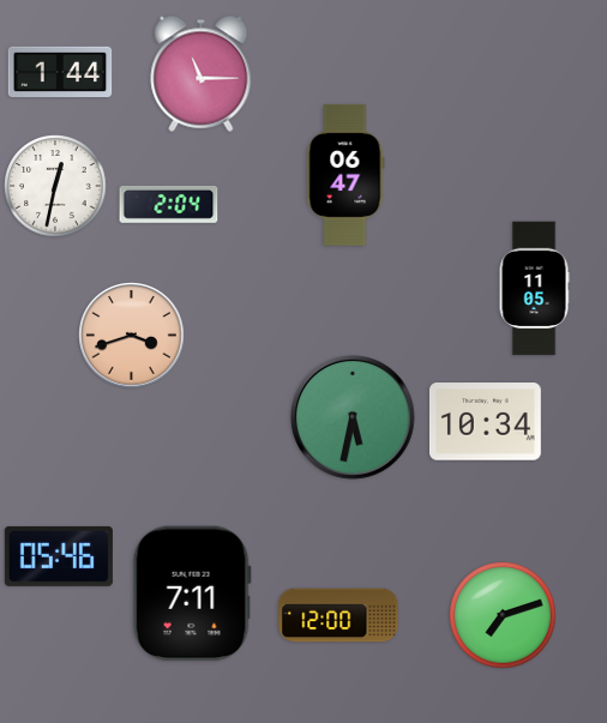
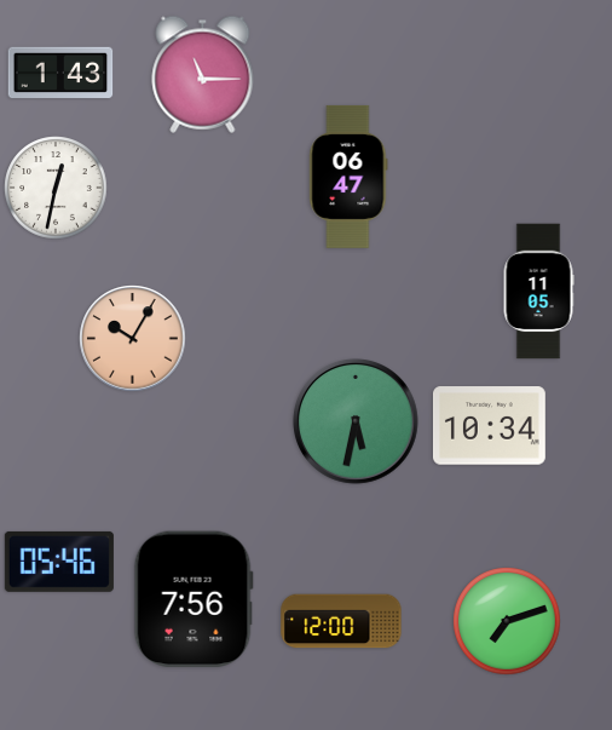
clock at (60, 72): 1:44 -> 1:43
clock at (169, 204): 2:04 -> none
clock at (132, 336): 3:42 -> 10:05
clock at (192, 592): 7:11 -> 7:56
